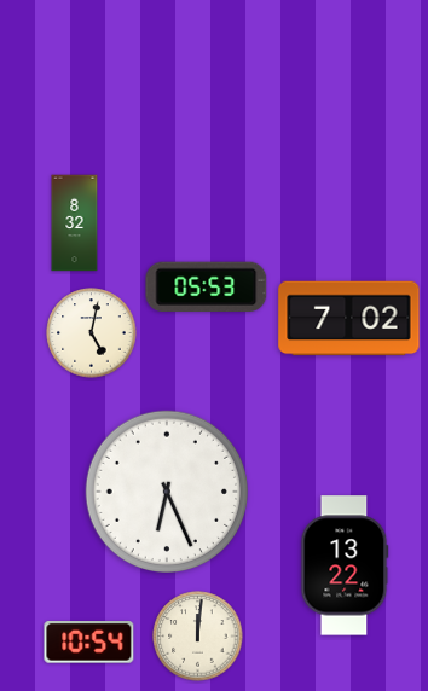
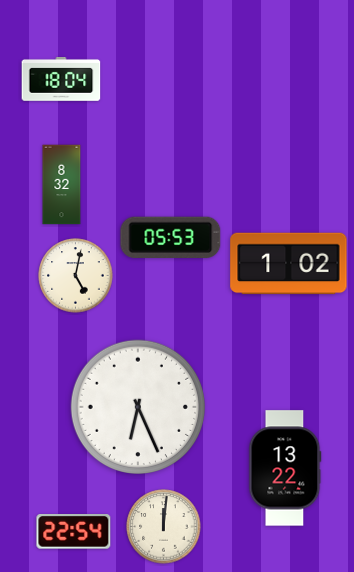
clock at (61, 80): none -> 18:04
clock at (349, 319): 7:02 -> 1:02
clock at (89, 643): 10:54 -> 22:54
